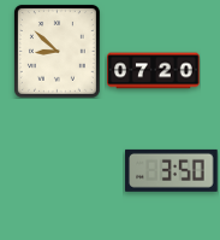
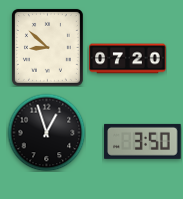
clock at (57, 51) position: (57, 51) -> (47, 47)
clock at (46, 132): none -> 12:57
